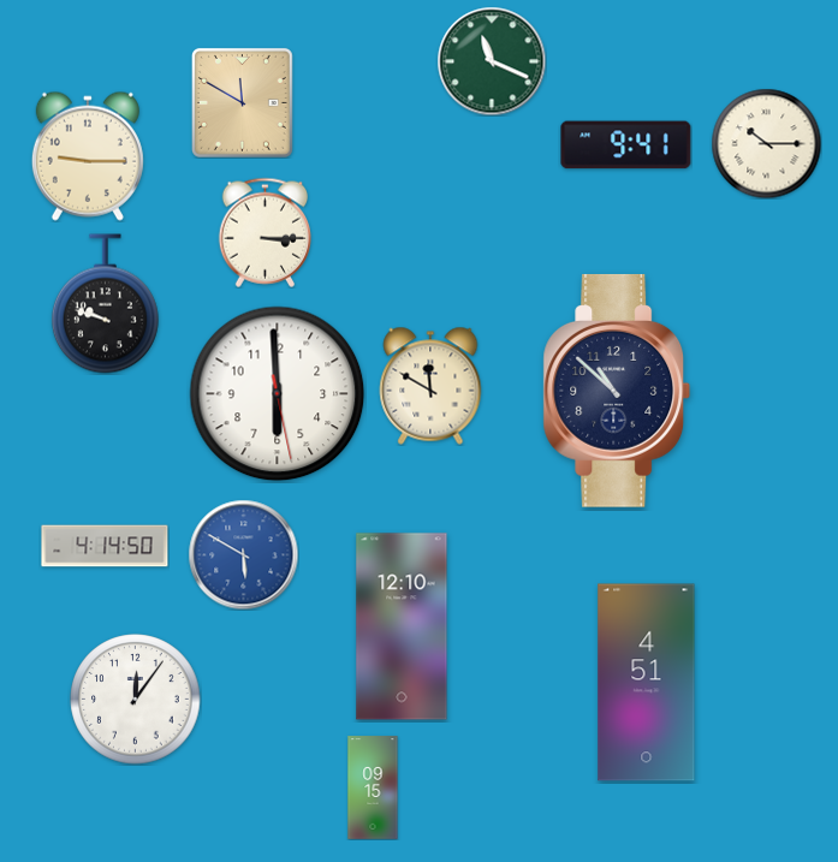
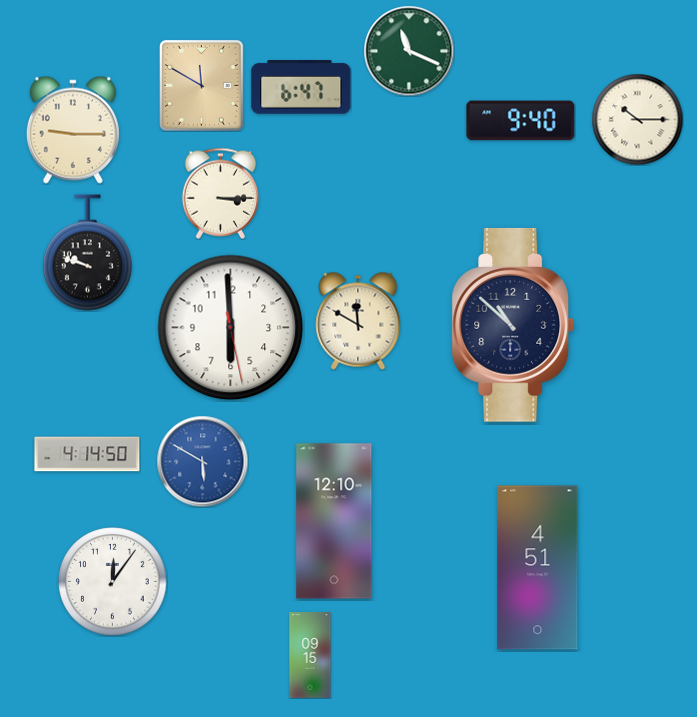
clock at (301, 87): none -> 6:47
clock at (626, 145): 9:41 -> 9:40
